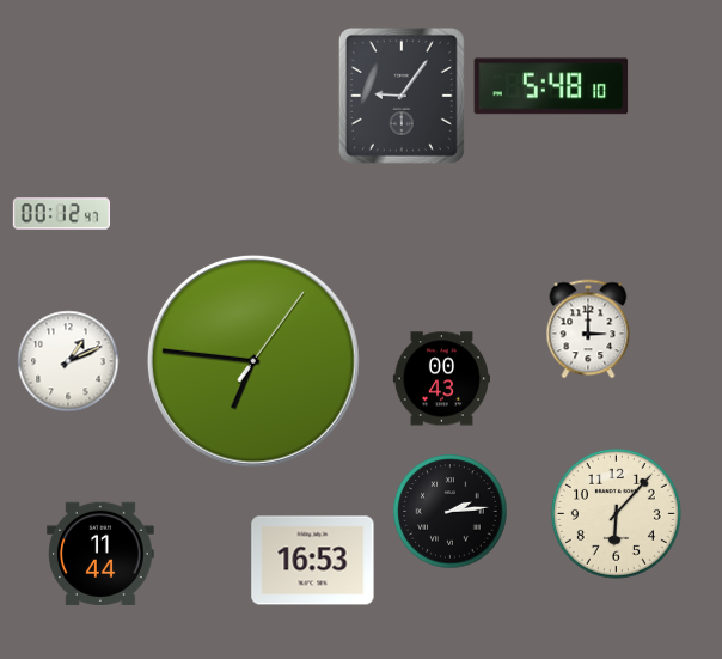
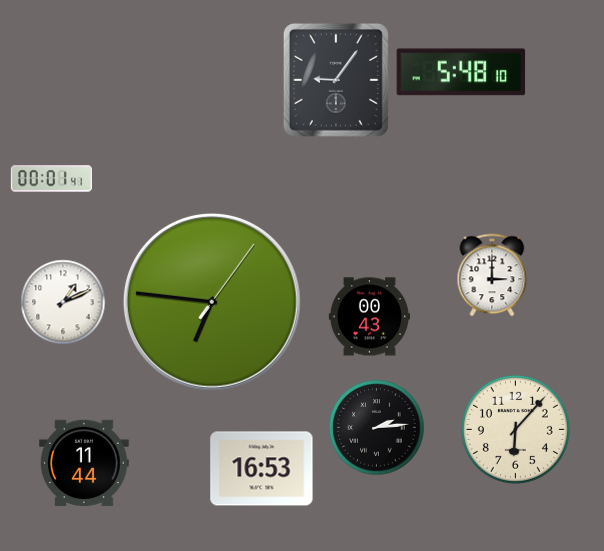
clock at (61, 214): 00:12 -> 00:01
clock at (68, 361) position: (68, 361) -> (63, 302)
